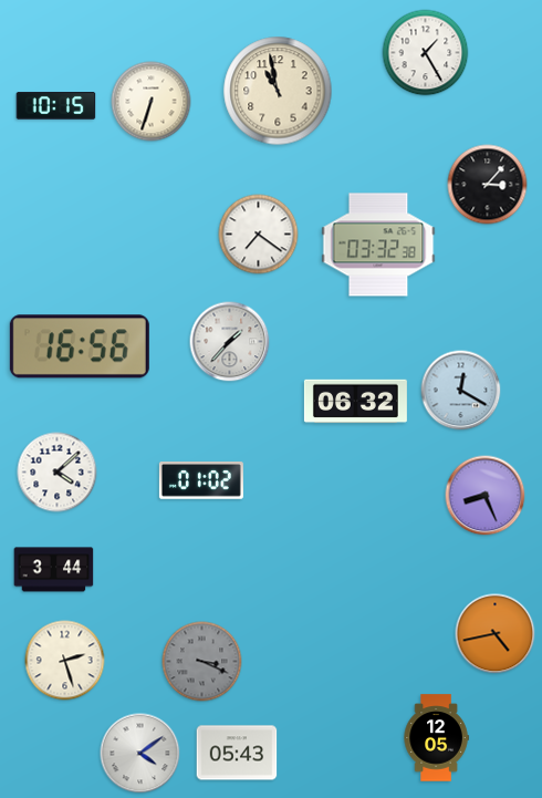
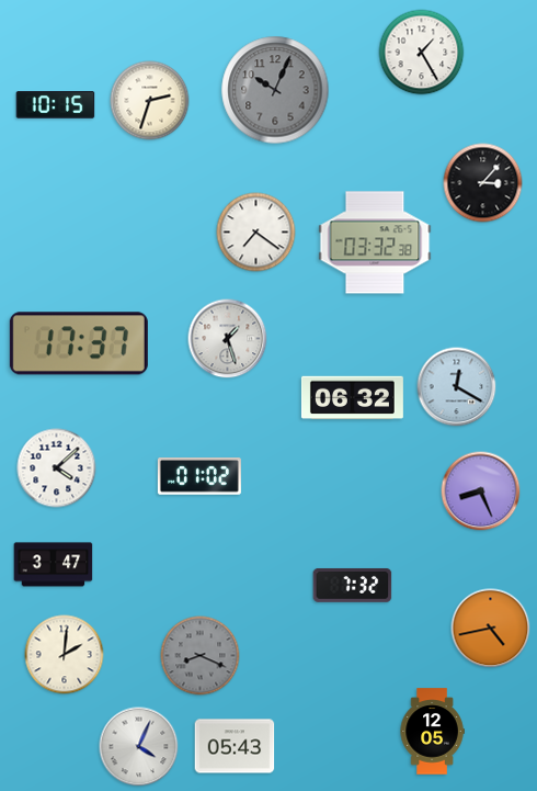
clock at (278, 91): 10:58 -> 10:04
clock at (278, 91) dial: cream -> grey
clock at (152, 102): 6:33 -> 2:33
clock at (230, 342): 1:37 -> 1:27
clock at (80, 346): 16:56 -> 17:37
clock at (54, 570): 3:44 -> 3:47
clock at (353, 585): none -> 7:32
clock at (65, 661): 2:27 -> 2:01
clock at (202, 662): 3:19 -> 8:19
clock at (140, 754): 4:09 -> 4:04
